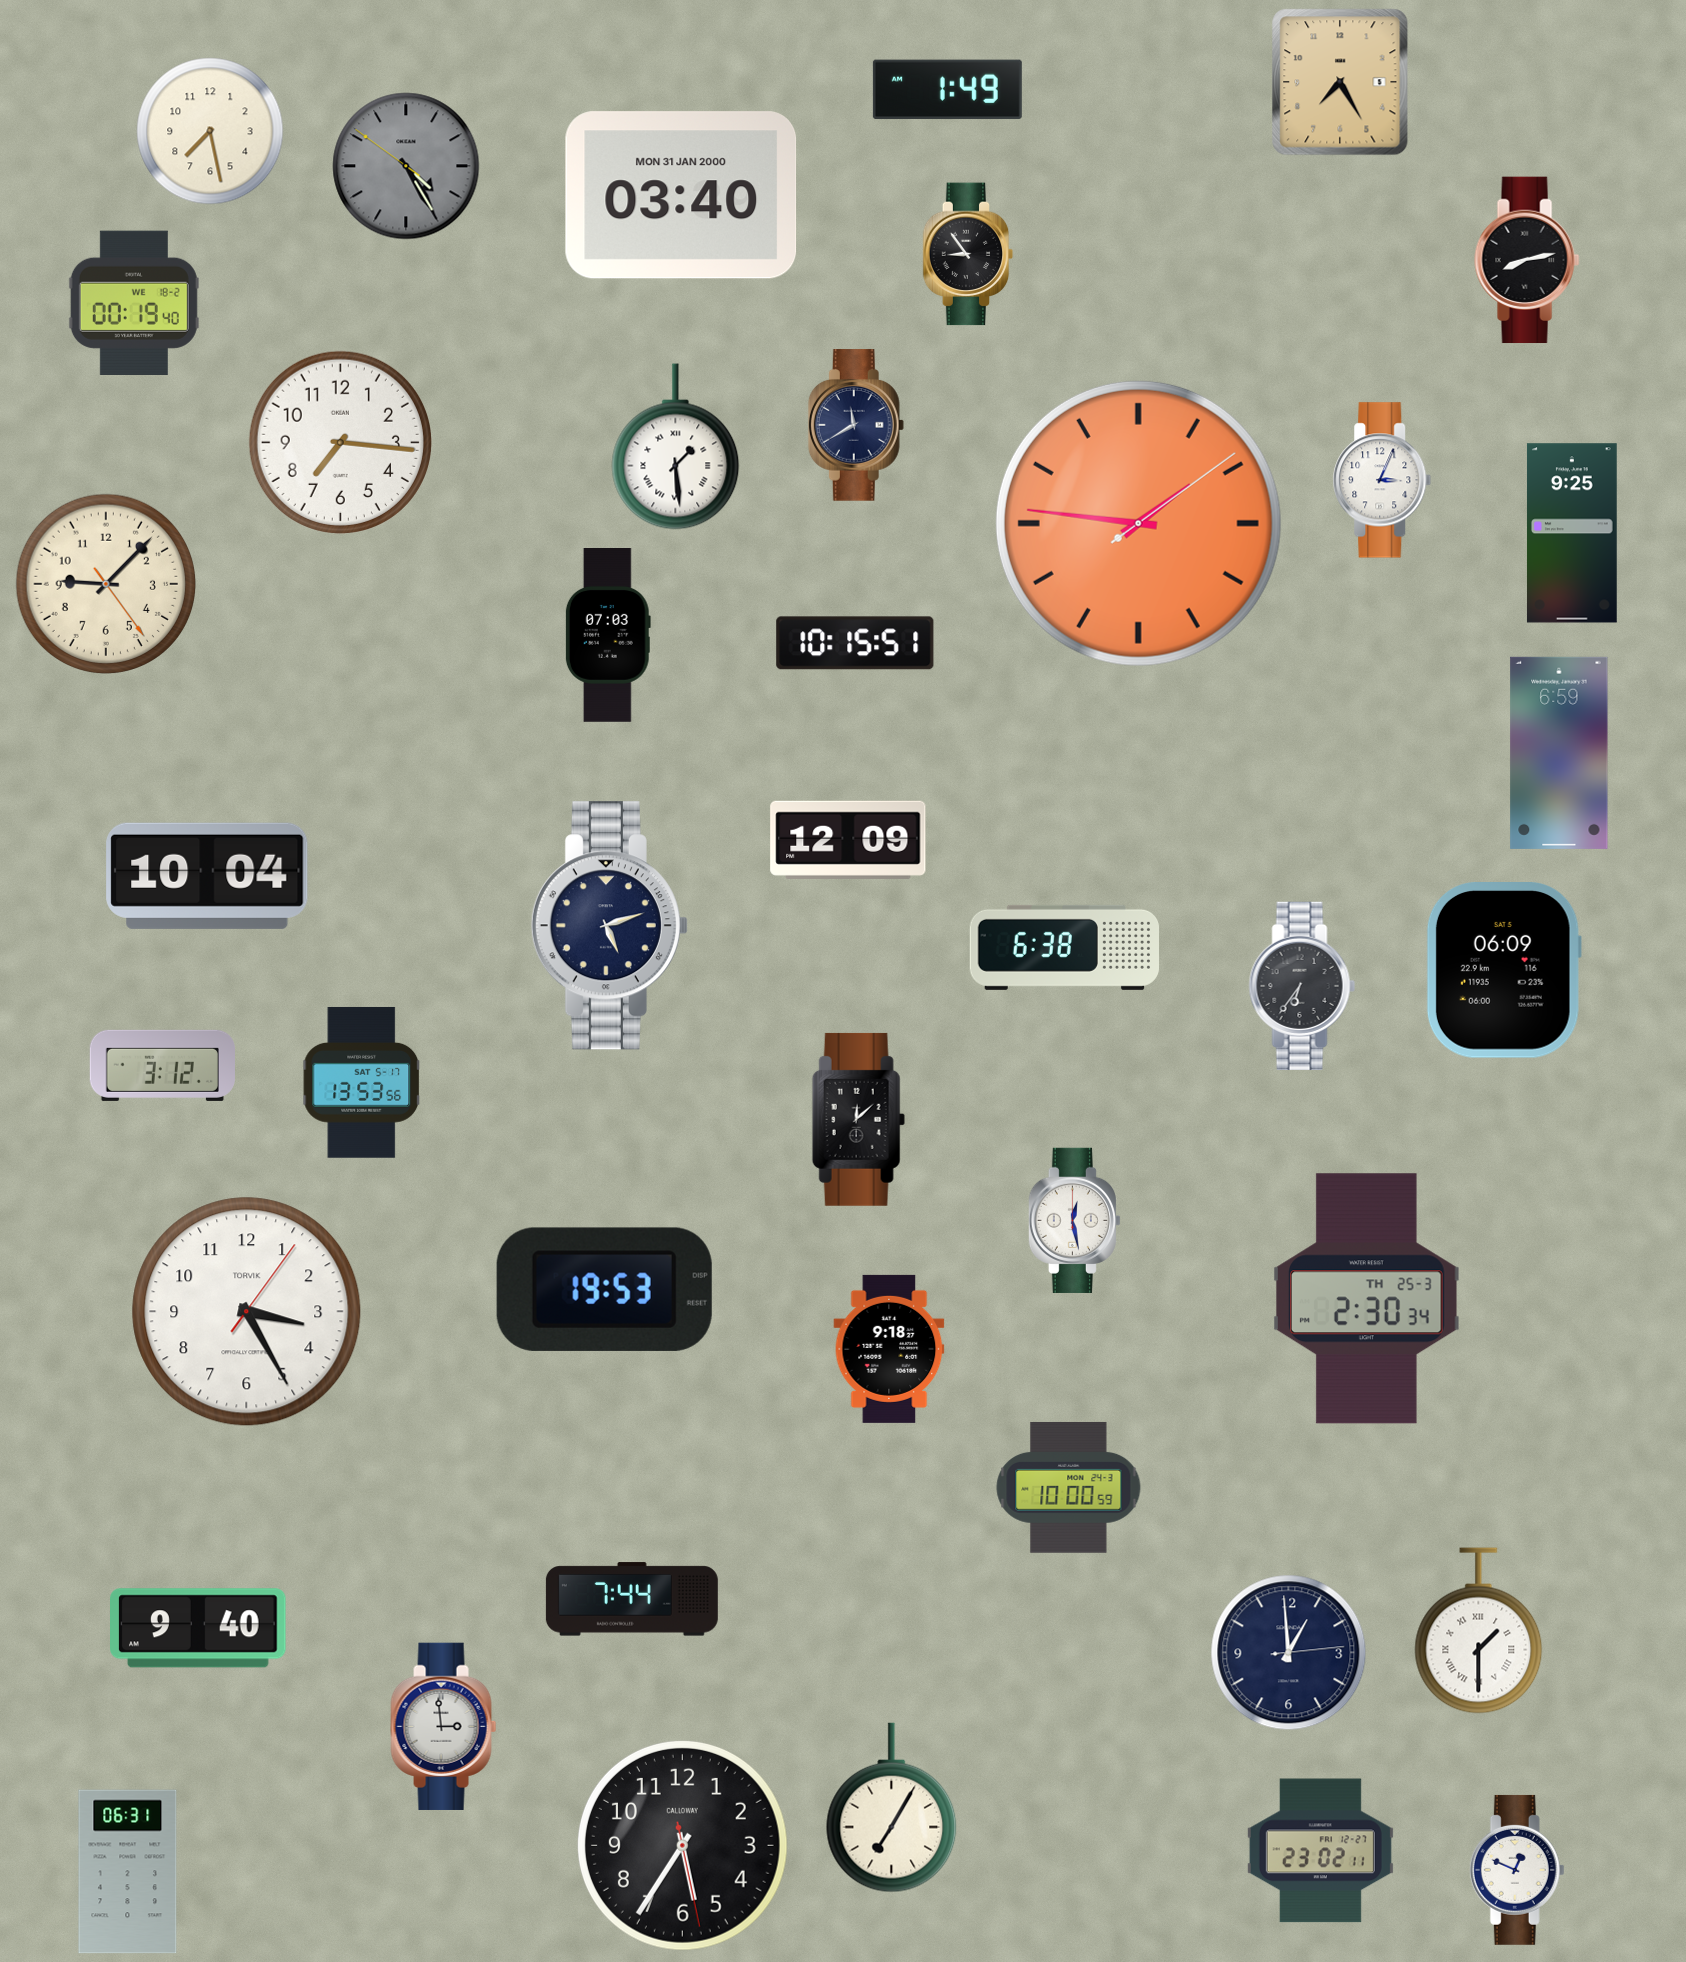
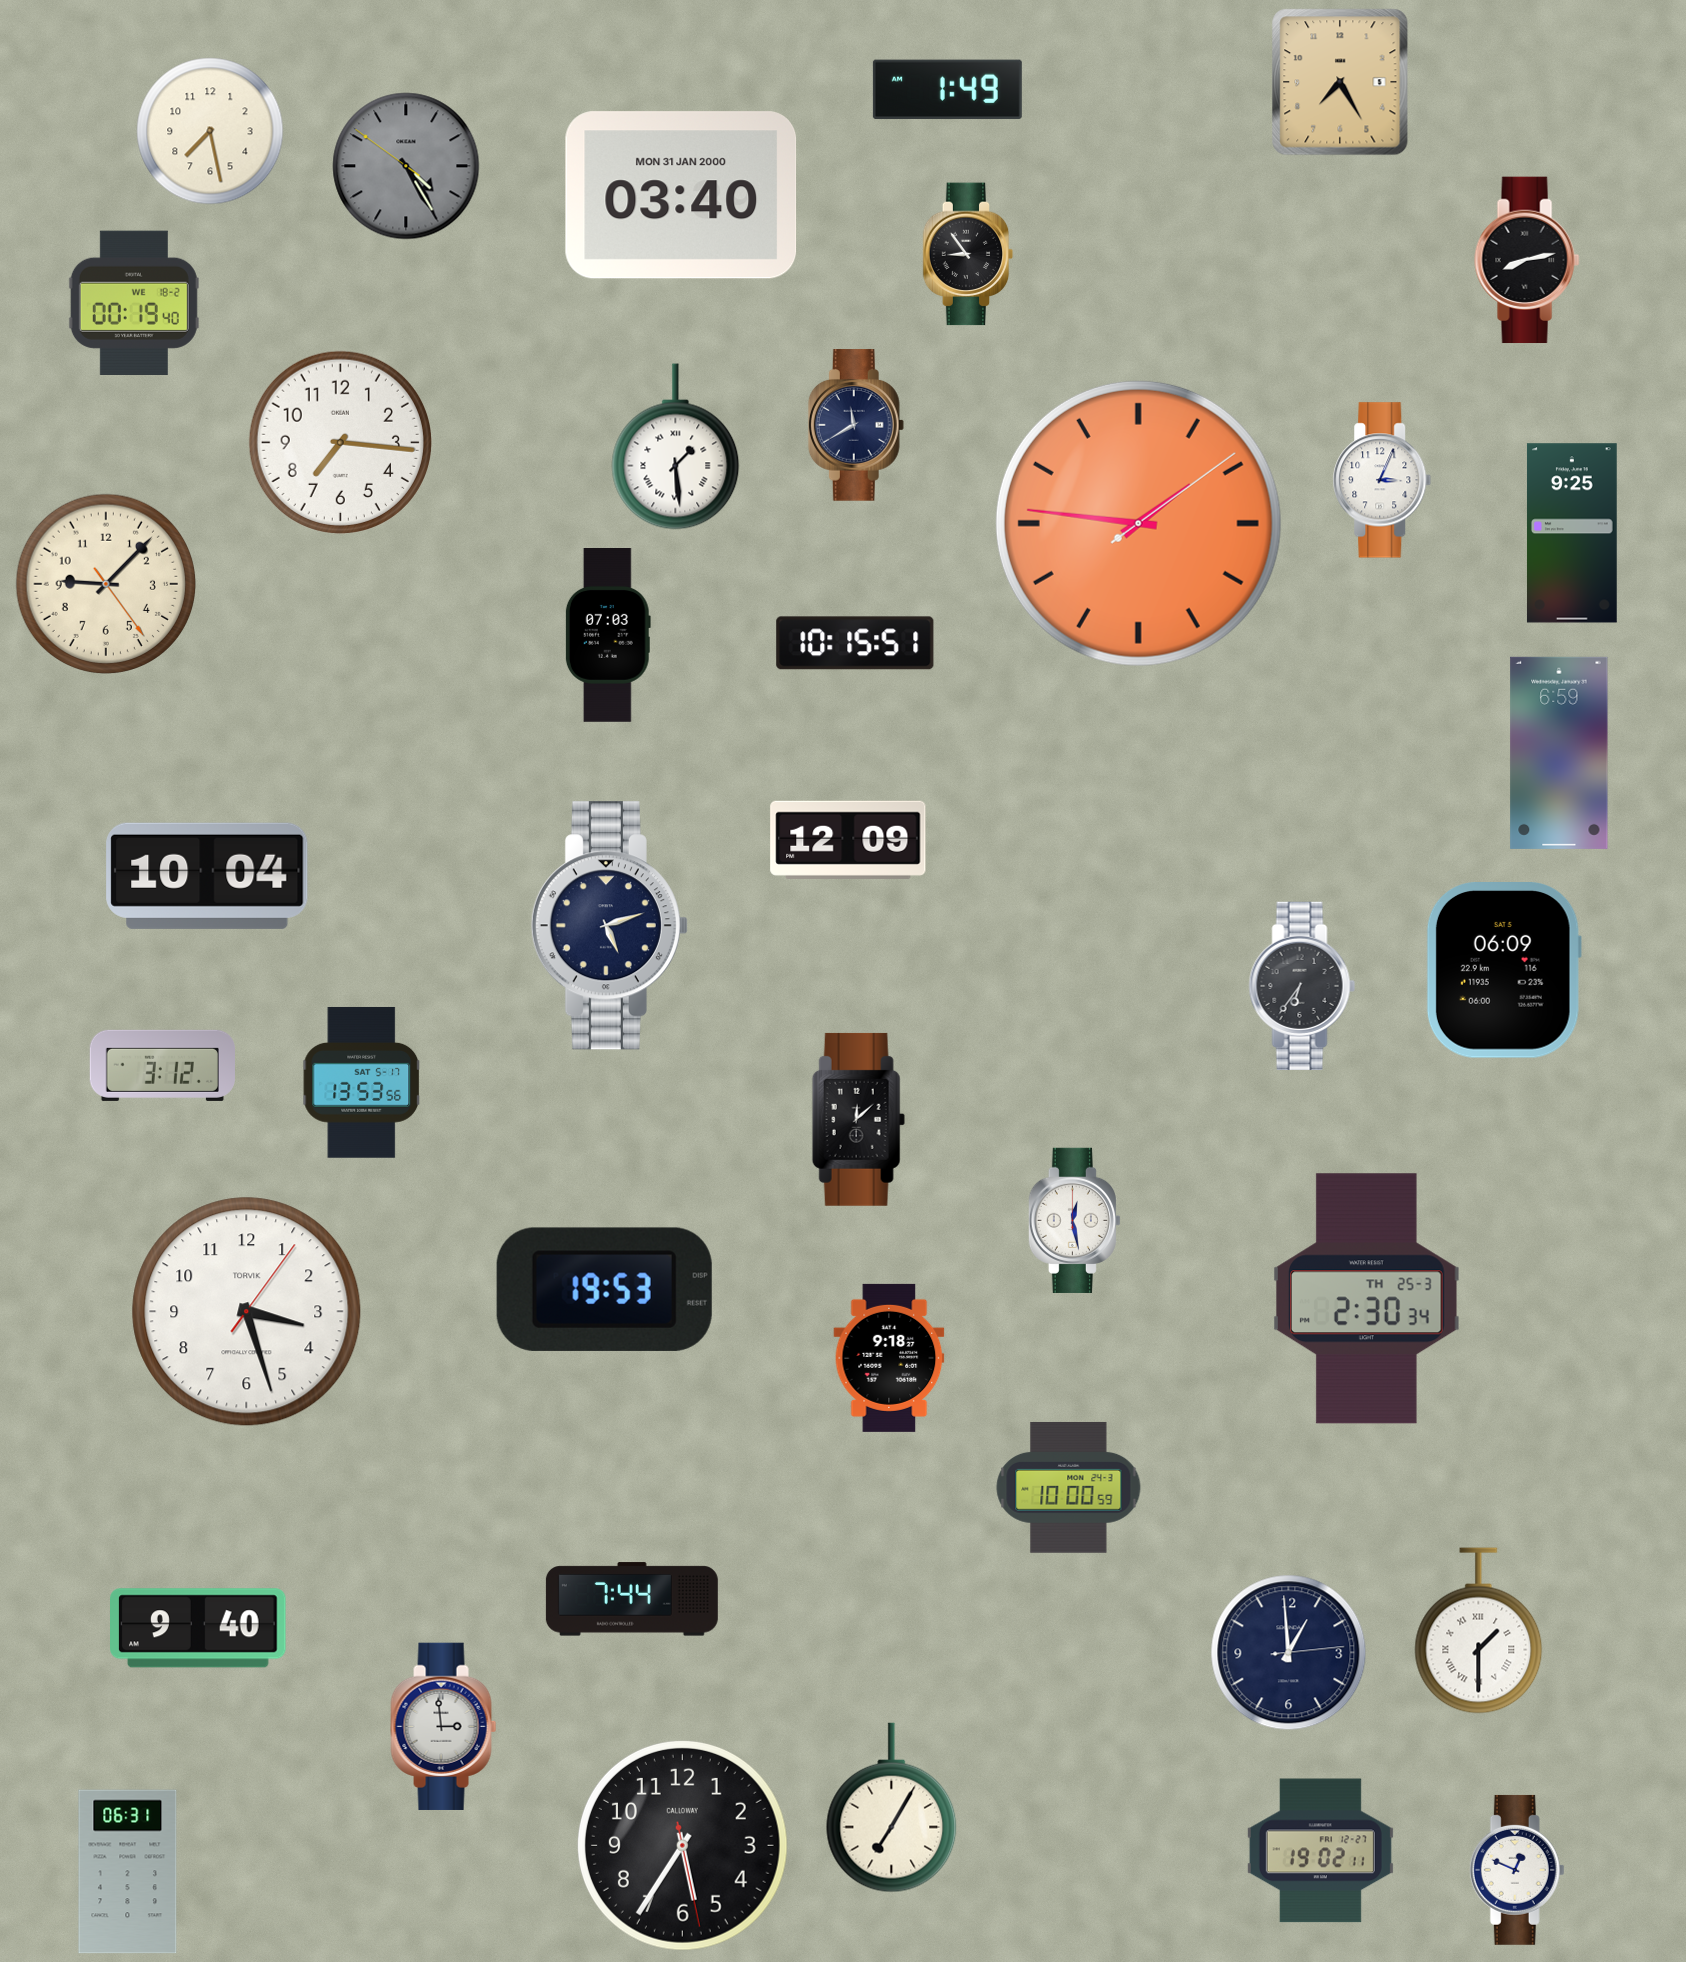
clock at (1065, 947): 6:38 -> none
clock at (247, 1312): 3:25 -> 3:27
clock at (889, 1349) position: (889, 1349) -> (889, 1358)
clock at (1320, 1851): 23:02 -> 19:02
